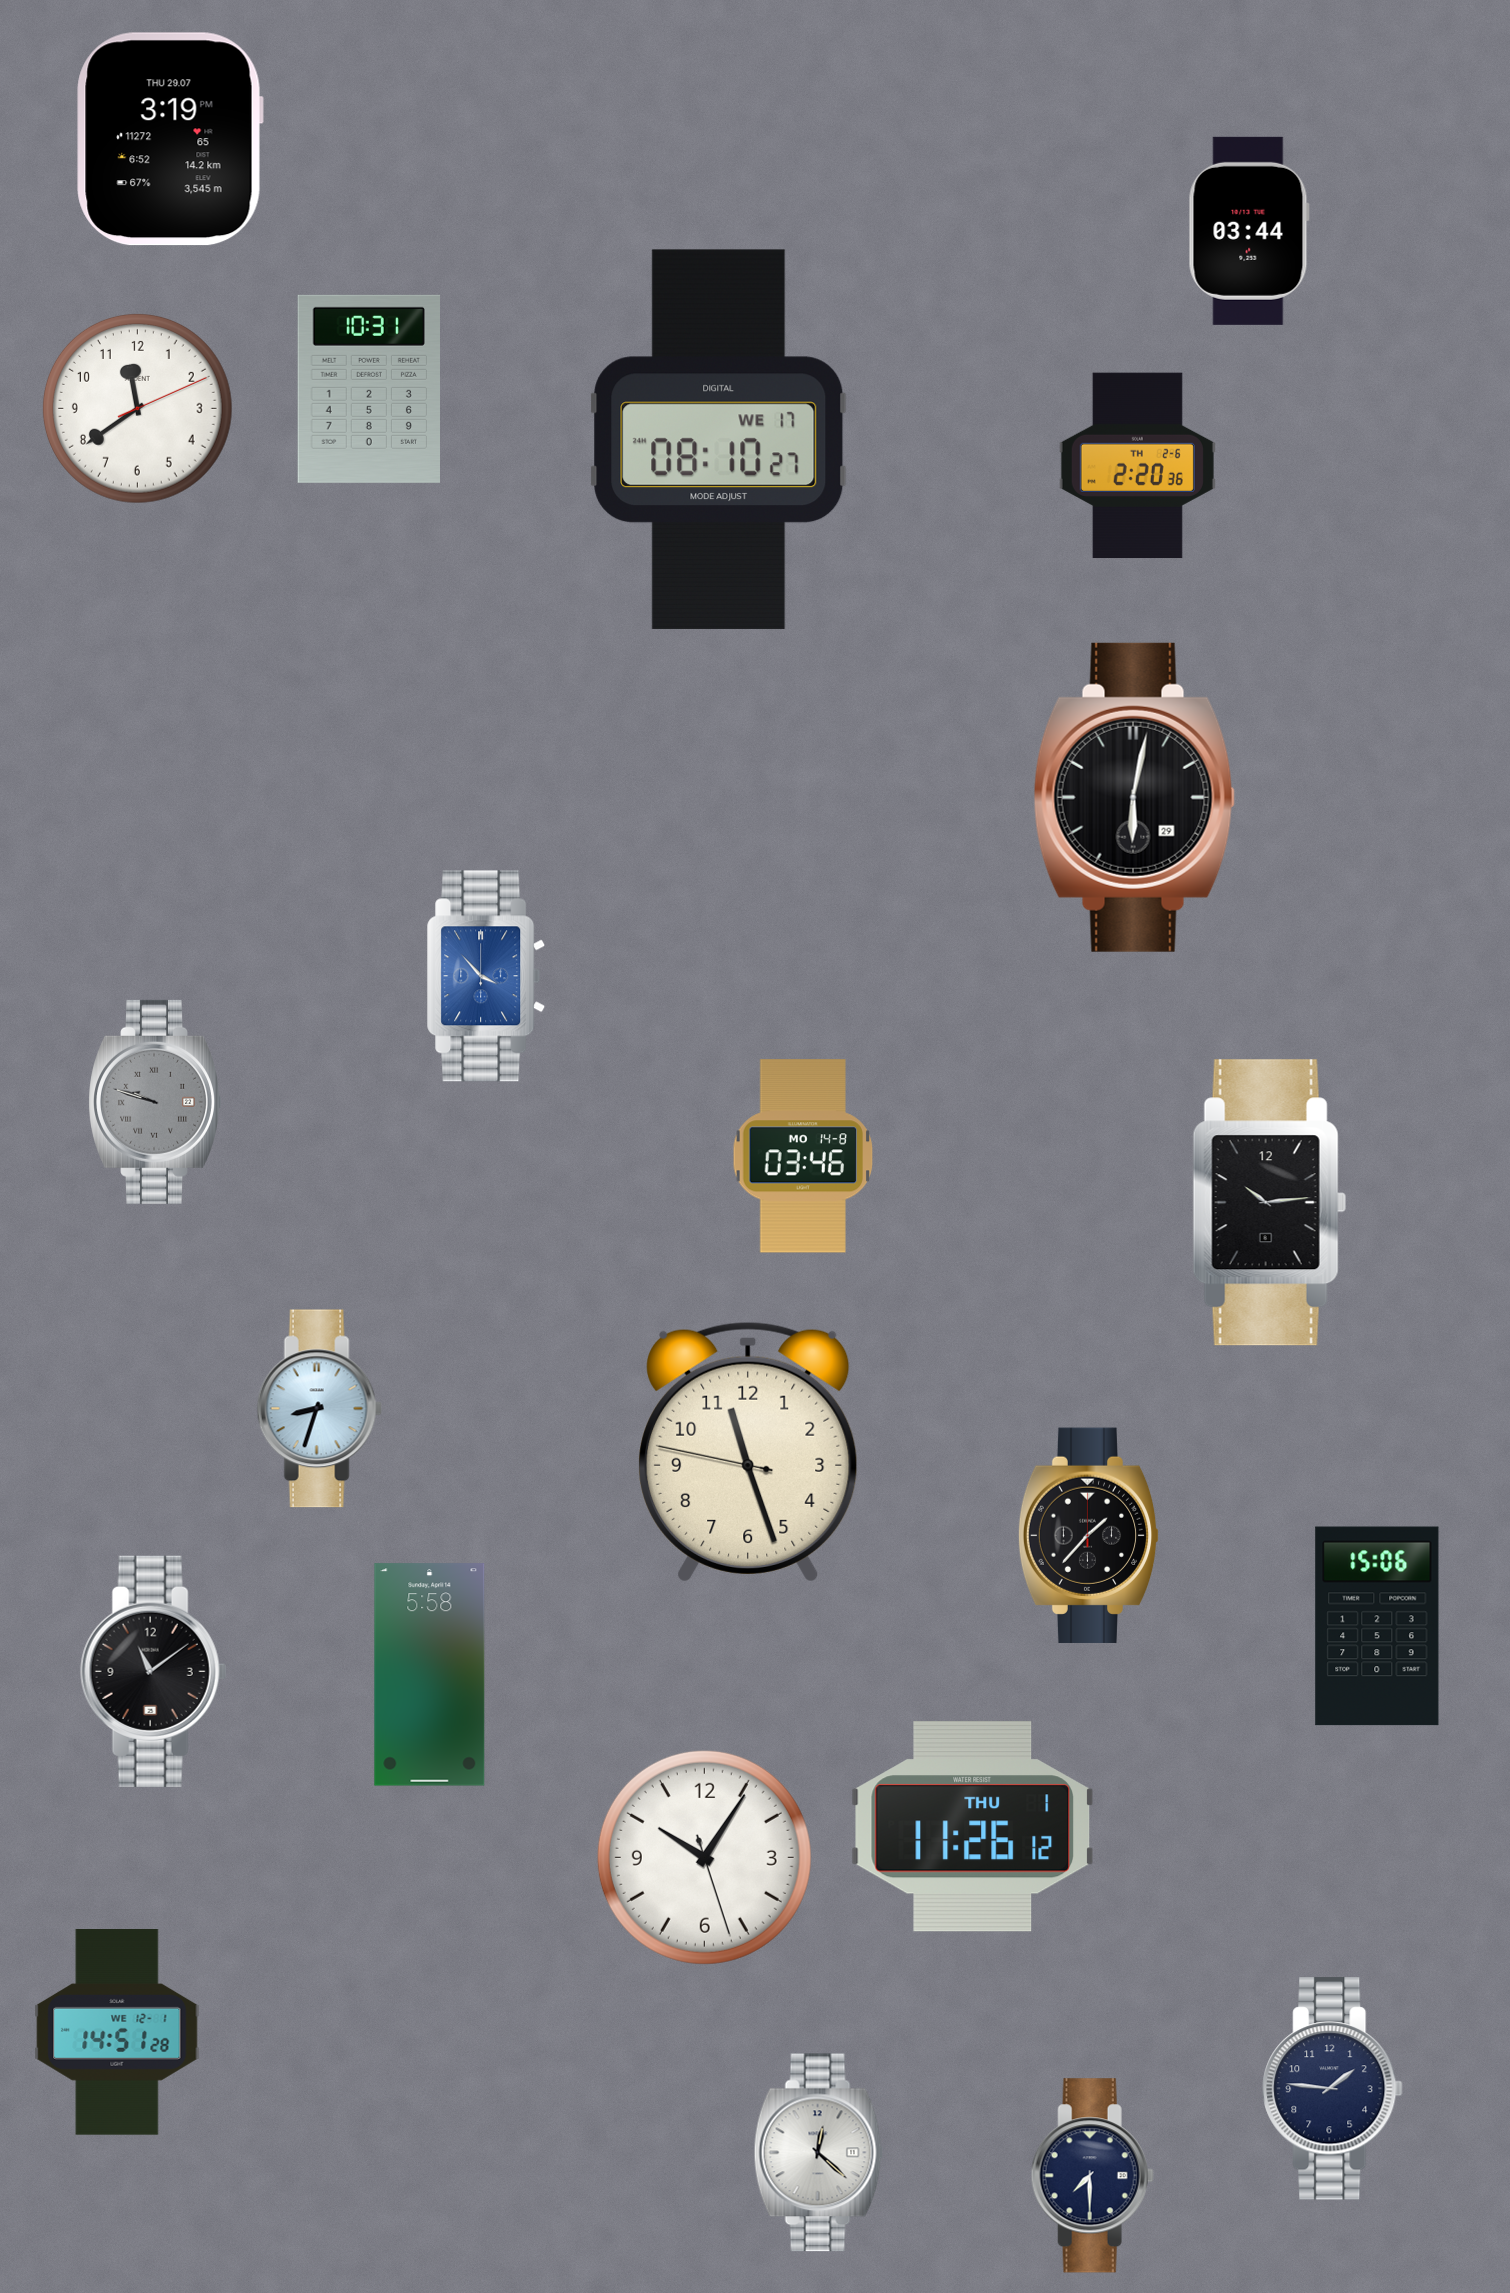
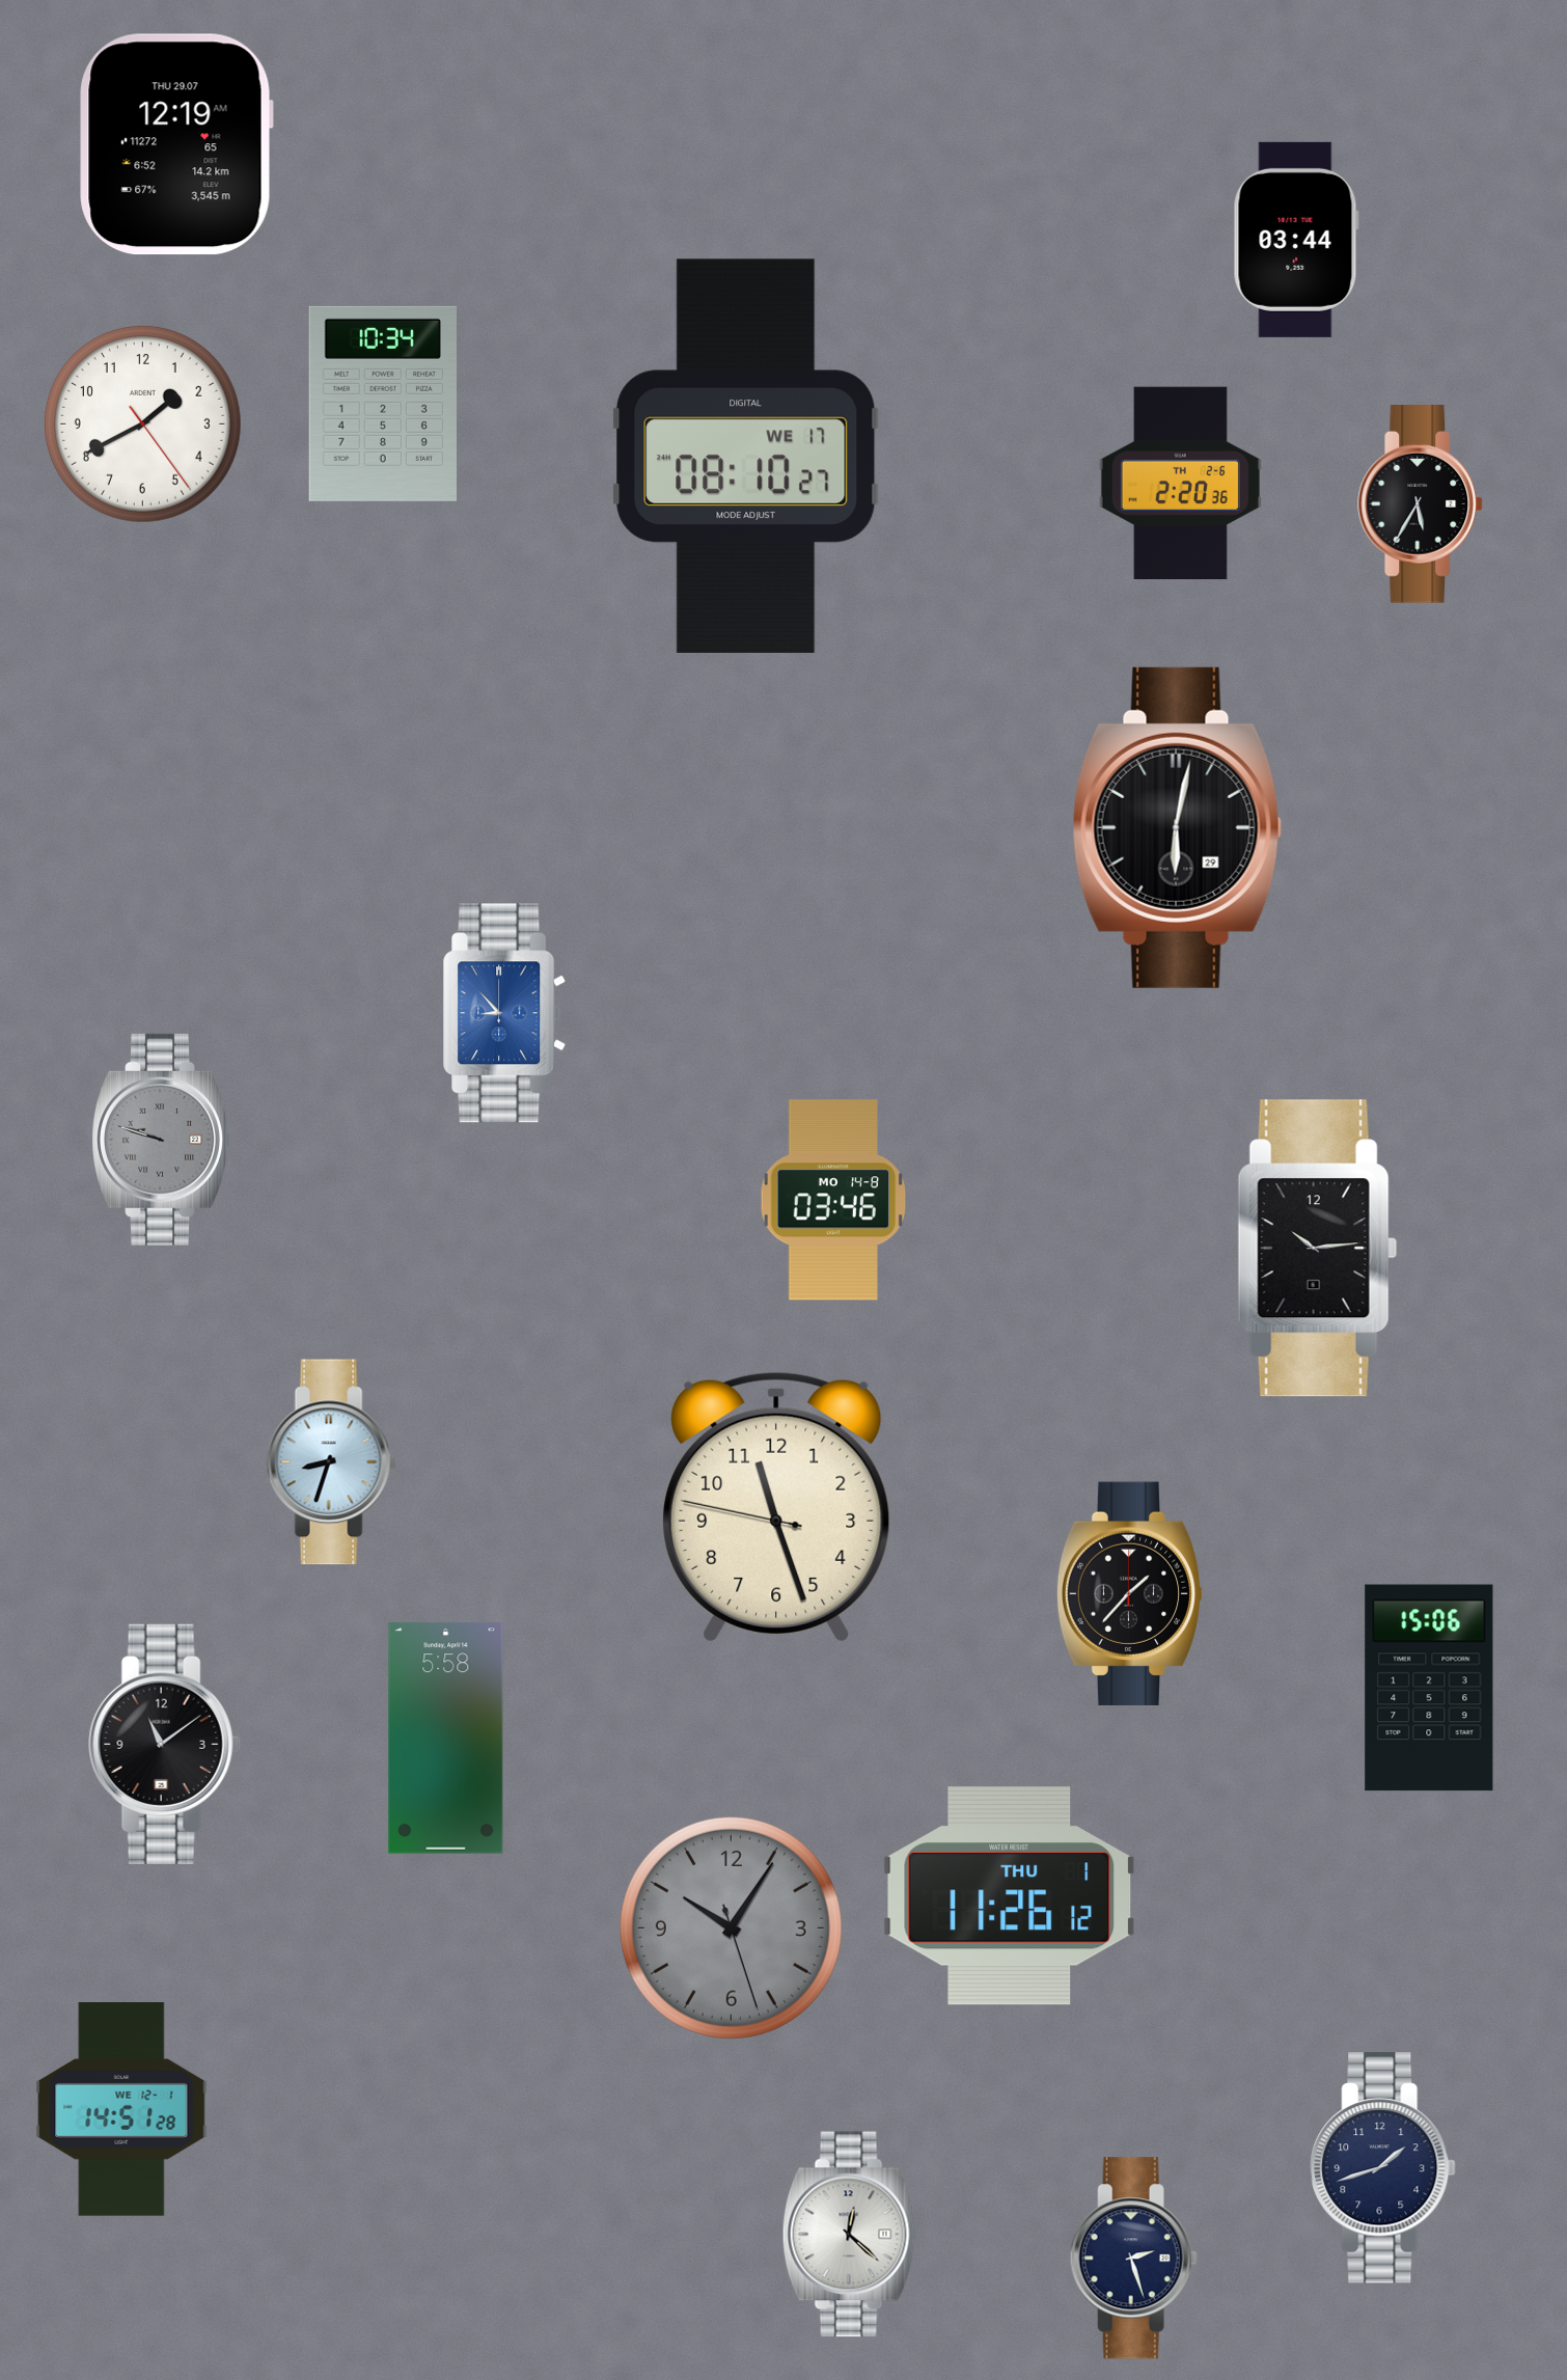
clock at (170, 139): 3:19 -> 12:19
clock at (368, 389): 10:31 -> 10:34
clock at (137, 408): 11:39 -> 1:40
clock at (1421, 504): none -> 5:35
clock at (486, 976): 3:53 -> 8:53
clock at (155, 1102) position: (155, 1102) -> (161, 1140)
clock at (154, 1671) position: (154, 1671) -> (165, 1744)
clock at (704, 1857) dial: white -> grey
clock at (1333, 2089): 1:46 -> 1:42
clock at (1092, 2176): 7:30 -> 2:27
